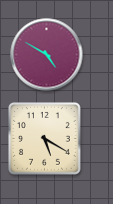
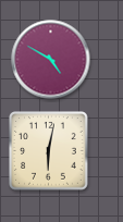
clock at (45, 139): 5:20 -> 6:02
